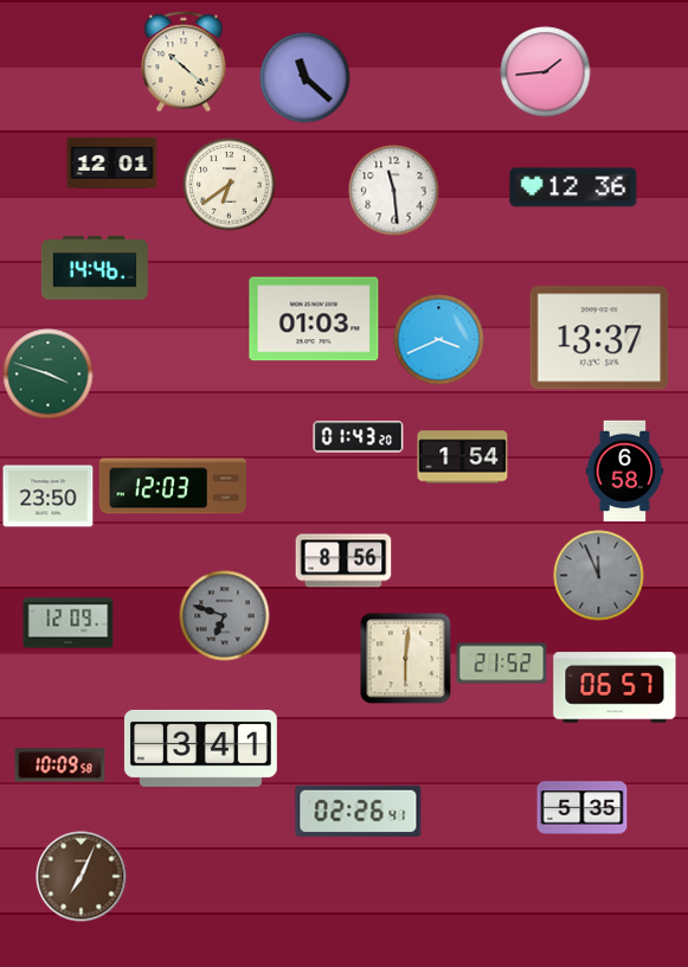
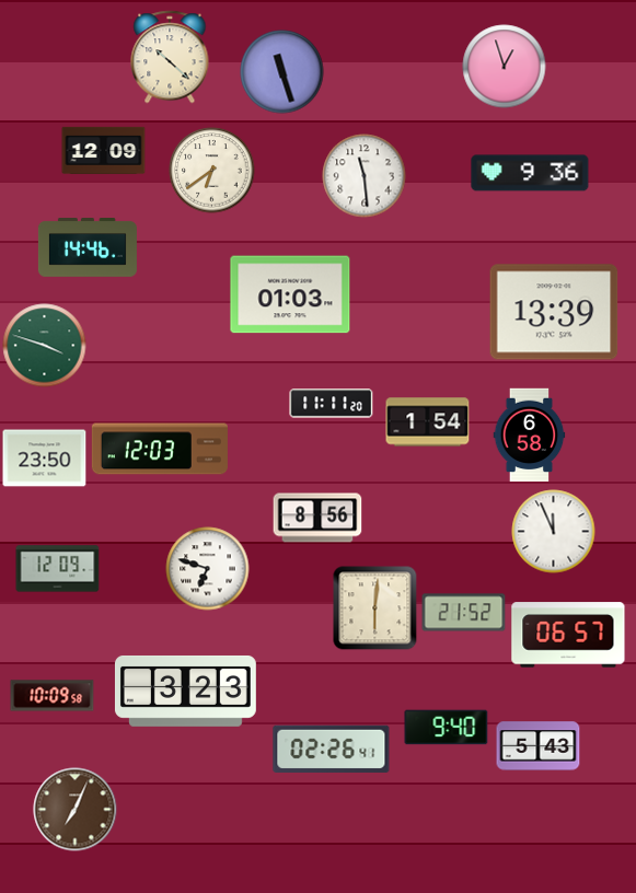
clock at (546, 72): 1:44 -> 12:57
clock at (306, 78): 11:22 -> 11:27
clock at (112, 162): 12:01 -> 12:09
clock at (573, 187): 12:36 -> 9:36
clock at (599, 338): 13:37 -> 13:39
clock at (439, 340): 3:41 -> none
clock at (359, 437): 01:43 -> 11:11
clock at (625, 472) position: (625, 472) -> (530, 436)
clock at (599, 576) dial: grey -> white
clock at (225, 616) dial: grey -> white
clock at (69, 623) position: (69, 623) -> (58, 569)
clock at (200, 748): 3:41 -> 3:23
clock at (60, 766) position: (60, 766) -> (53, 696)
clock at (447, 728): none -> 9:40
clock at (583, 808): 5:35 -> 5:43
